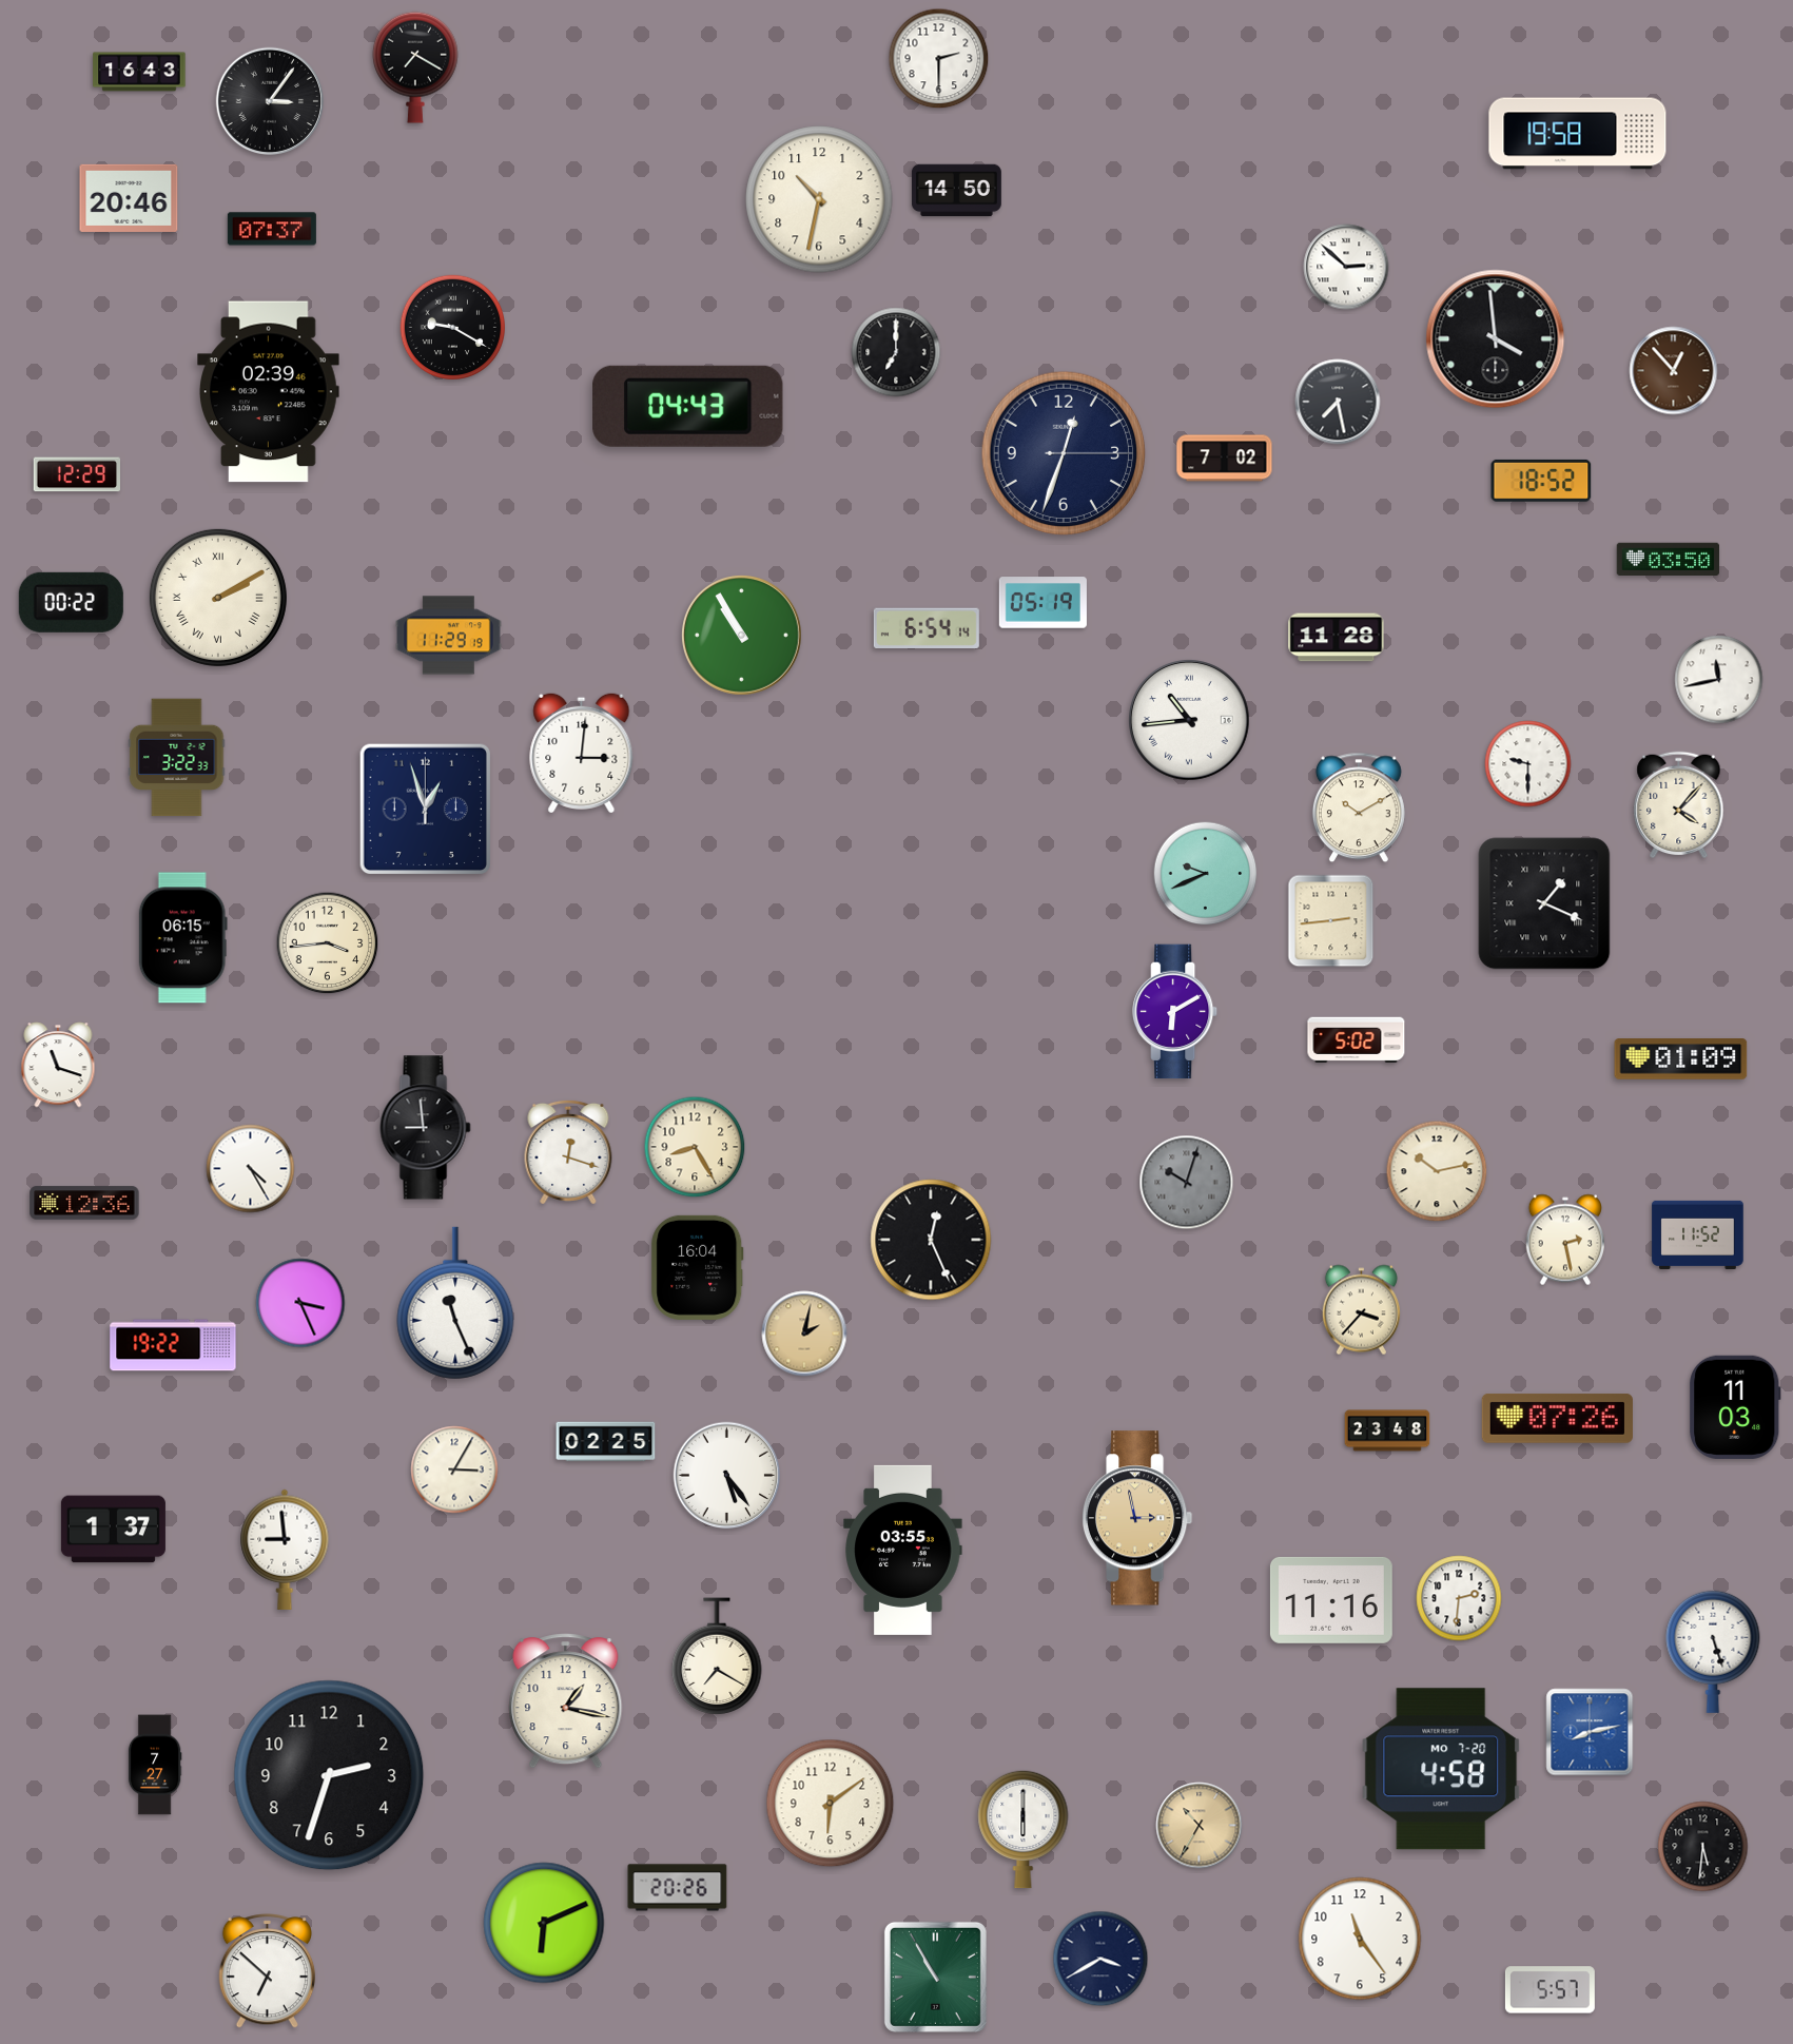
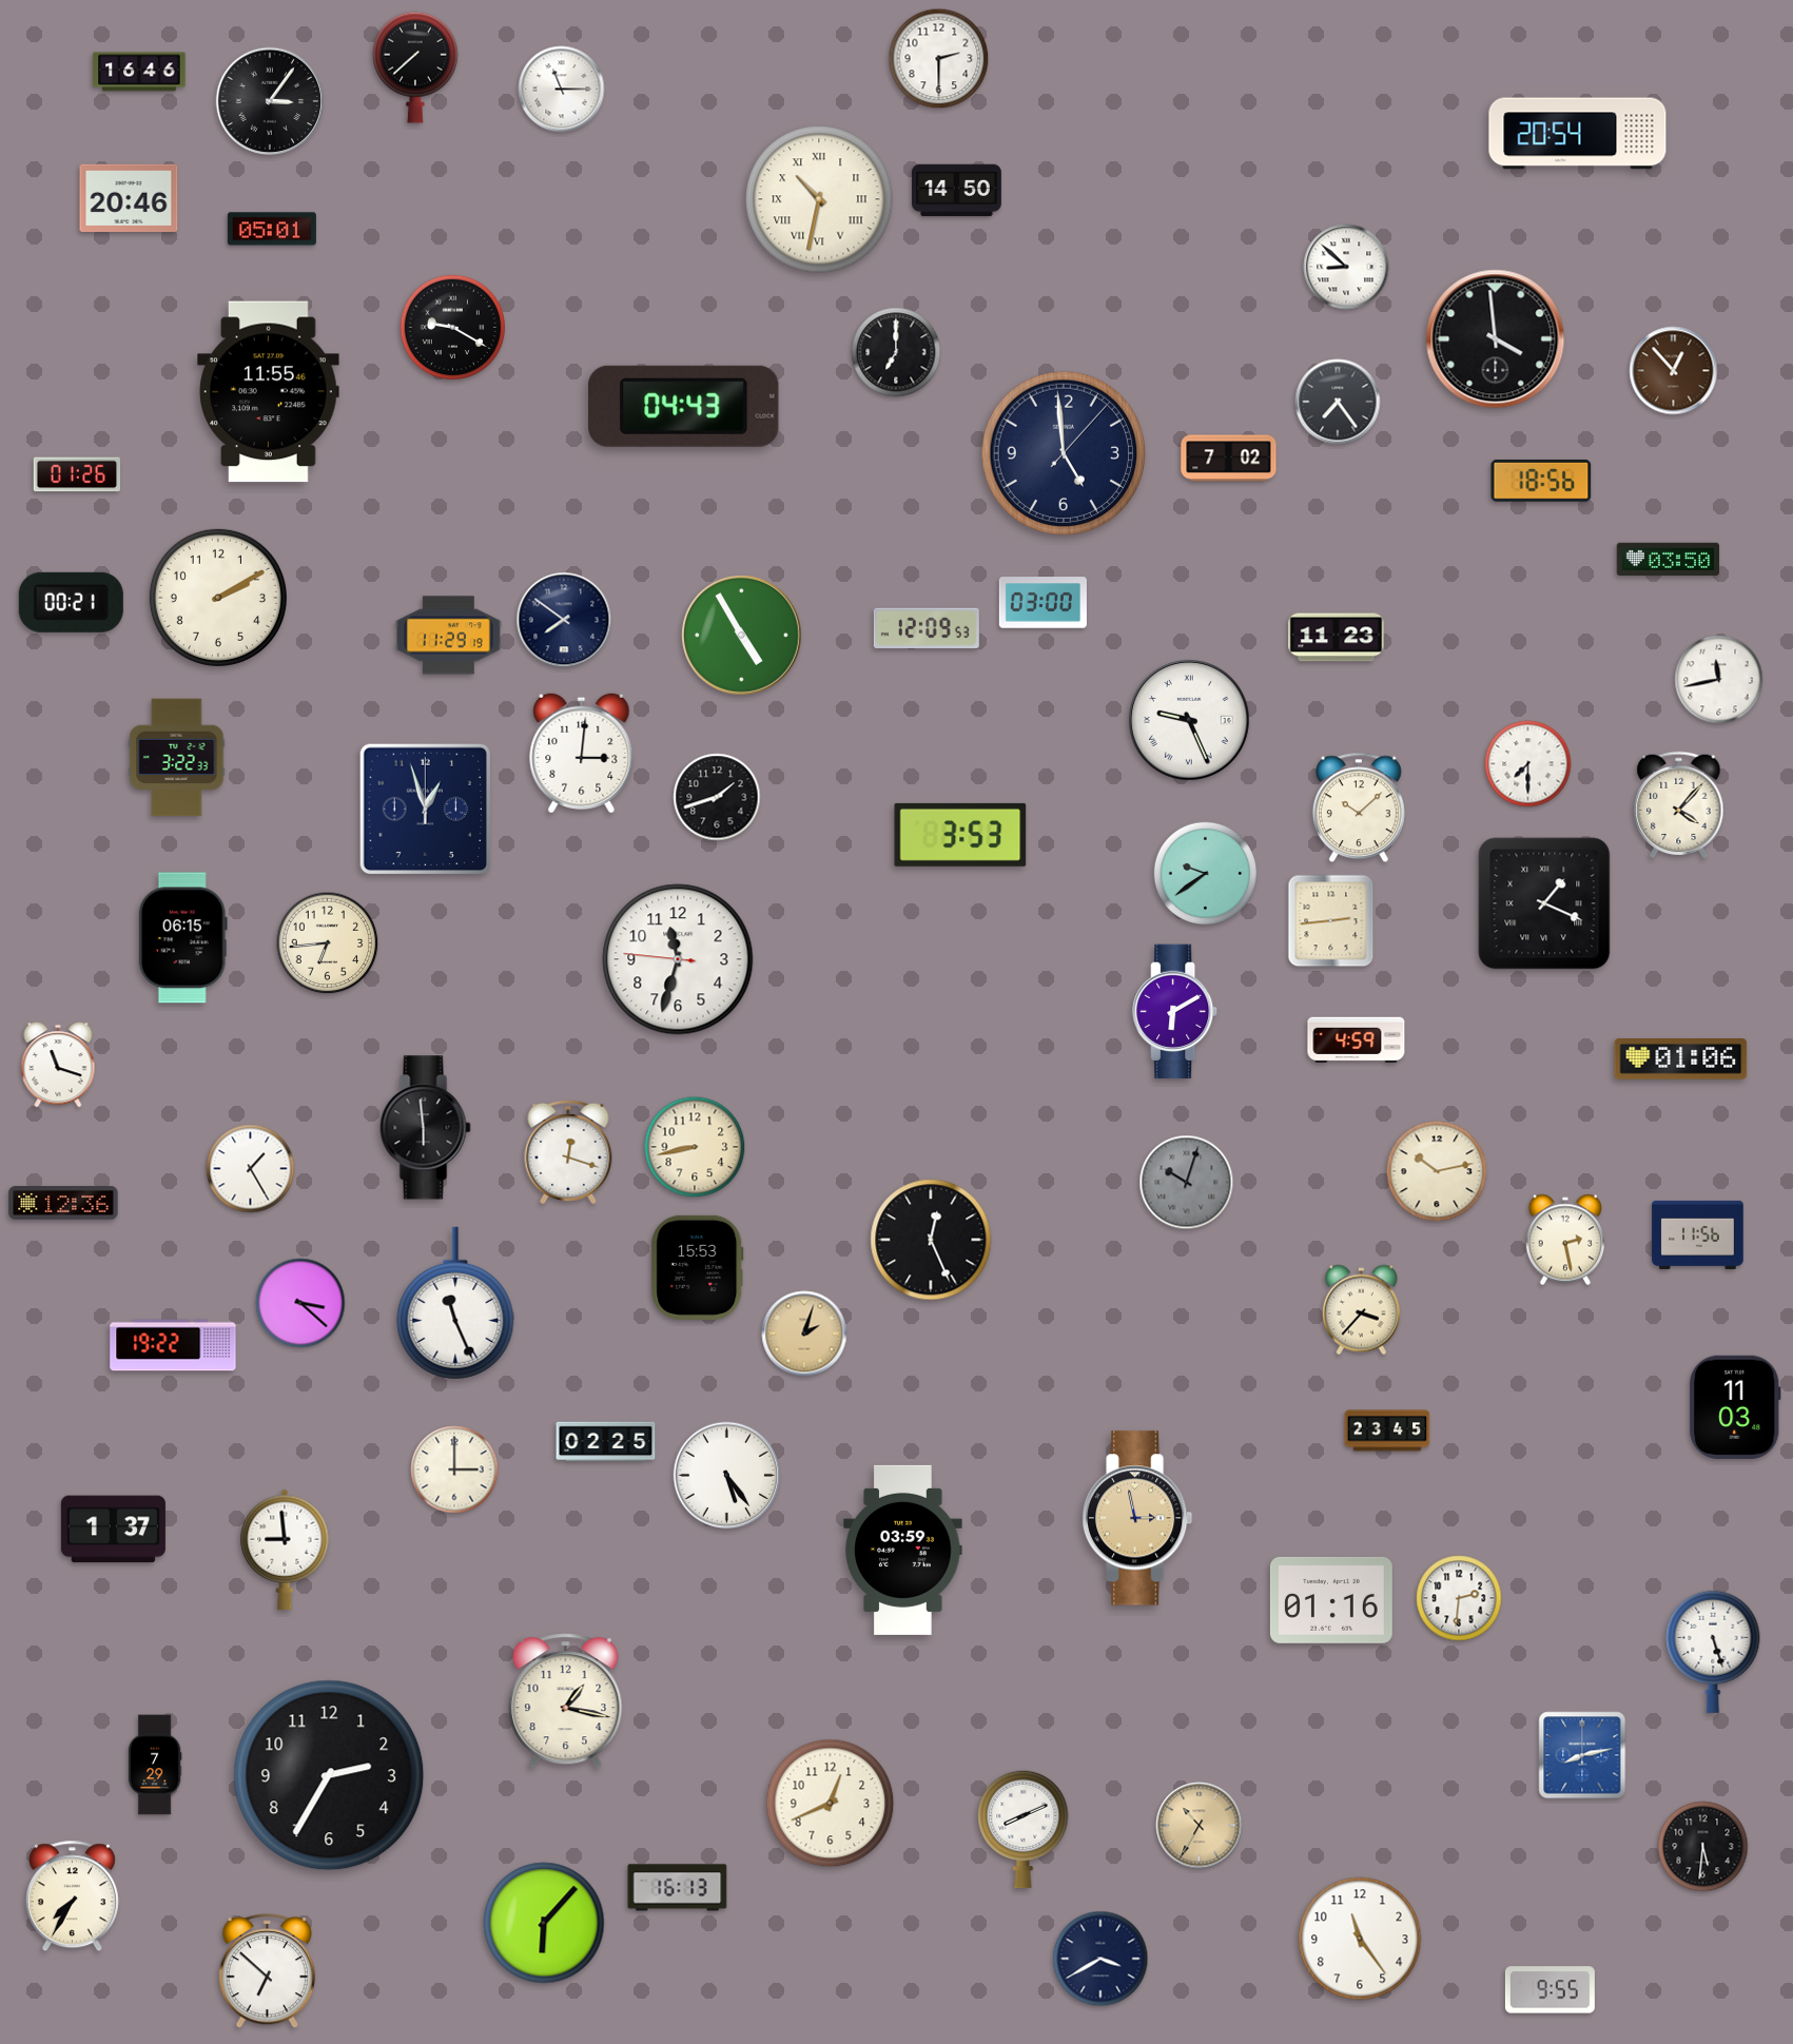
clock at (415, 67): 7:20 -> 7:38
clock at (139, 72): 16:43 -> 16:46
clock at (562, 90): none -> 11:15
clock at (1578, 134): 19:58 -> 20:54
clock at (819, 199) numerals: Arabic -> Roman
clock at (272, 229): 07:37 -> 05:01
clock at (1346, 267): 2:52 -> 8:52
clock at (269, 392): 02:39 -> 11:55
clock at (1338, 402): 7:28 -> 7:24
clock at (688, 406) position: (688, 406) -> (684, 406)
clock at (1064, 453): 12:33 -> 4:59
clock at (1225, 459) position: (1225, 459) -> (1229, 459)
clock at (76, 474): 12:29 -> 01:26
clock at (1541, 481): 18:52 -> 18:56
clock at (218, 598) numerals: Roman -> Arabic
clock at (71, 602): 00:22 -> 00:21
clock at (1042, 603): 05:19 -> 03:00
clock at (564, 620): none -> 7:51
clock at (927, 628): 6:54 -> 12:09
clock at (741, 635): 10:55 -> 4:55
clock at (1337, 638): 11:28 -> 11:23
clock at (1190, 721): 10:44 -> 9:26
clock at (1528, 764): 9:30 -> 7:30
clock at (717, 797): none -> 1:42
clock at (1359, 807): 10:10 -> 10:08
clock at (960, 835): none -> 3:53
clock at (1206, 874): 9:41 -> 9:39
clock at (328, 943): 3:44 -> 6:44
clock at (678, 959): none -> 11:32
clock at (1357, 1040): 5:02 -> 4:59
clock at (1681, 1059): 01:09 -> 01:06
clock at (426, 1128): 8:59 -> 5:59
clock at (695, 1147): 8:25 -> 8:43
clock at (251, 1169): 4:25 -> 1:25
clock at (84, 1203) position: (84, 1203) -> (63, 1203)
clock at (1698, 1234): 11:52 -> 11:56
clock at (698, 1267): 16:04 -> 15:53
clock at (300, 1303): 3:26 -> 3:22
clock at (804, 1334): 2:02 -> 2:03
clock at (1557, 1418): 07:26 -> none
clock at (1387, 1430): 23:48 -> 23:45
clock at (454, 1469): 3:05 -> 3:00
clock at (903, 1550): 03:55 -> 03:59
clock at (1331, 1600): 11:16 -> 01:16
clock at (717, 1657): 7:20 -> none
clock at (1590, 1732) position: (1590, 1732) -> (1582, 1755)
clock at (155, 1765): 7:27 -> 7:29
clock at (1441, 1769): 4:58 -> none
clock at (329, 1775): 2:33 -> 2:35
clock at (831, 1804): 6:09 -> 12:41
clock at (1024, 1829): 6:00 -> 8:11
clock at (678, 1888): 20:26 -> 16:13
clock at (72, 1896): none -> 7:35
clock at (544, 1923): 6:11 -> 6:07
clock at (935, 1977): 10:55 -> none
clock at (1550, 1990): 5:57 -> 9:55
